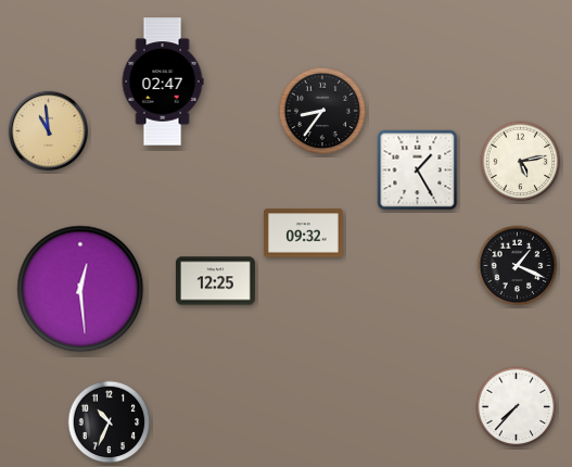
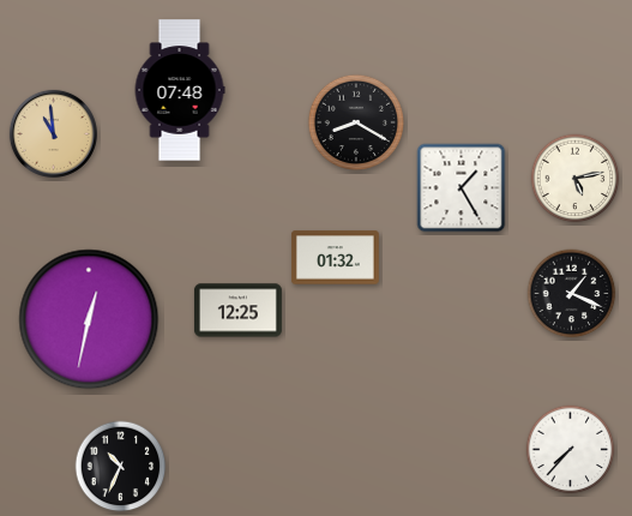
clock at (163, 81): 02:47 -> 07:48
clock at (322, 111): 8:36 -> 8:20
clock at (48, 130) position: (48, 130) -> (53, 133)
clock at (303, 233): 09:32 -> 01:32
clock at (80, 289): 12:29 -> 12:32
